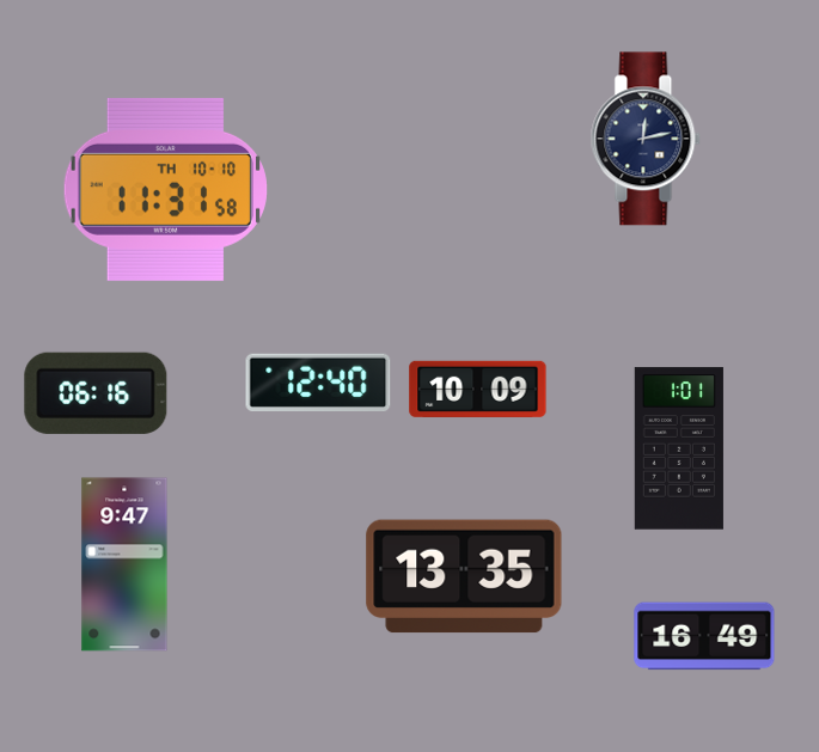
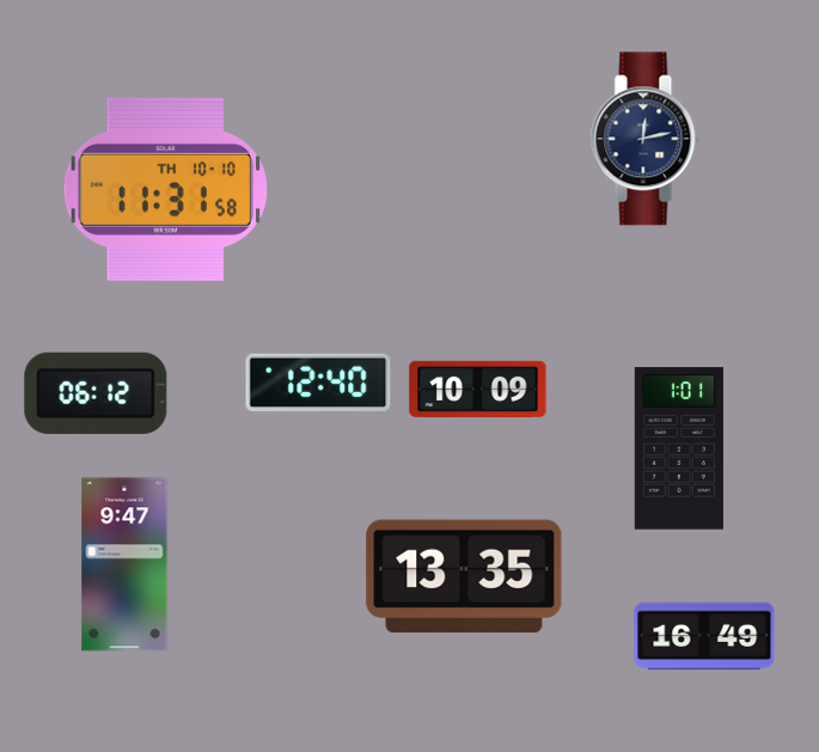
clock at (96, 393): 06:16 -> 06:12
